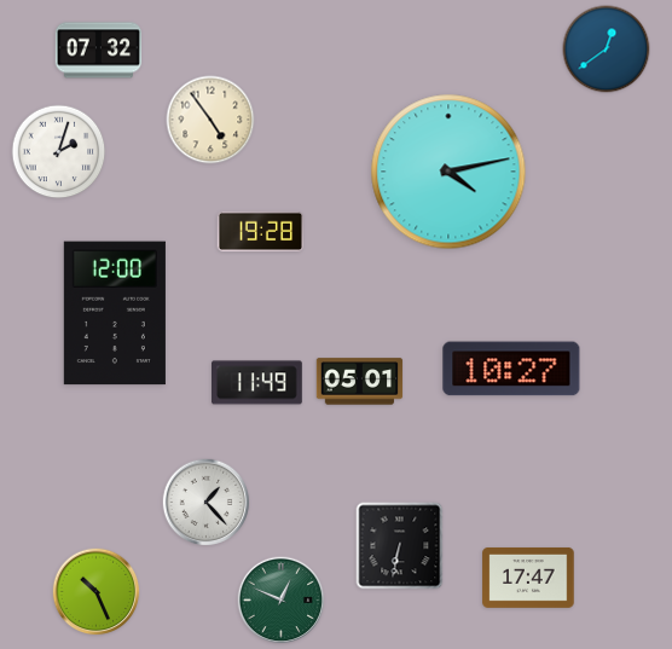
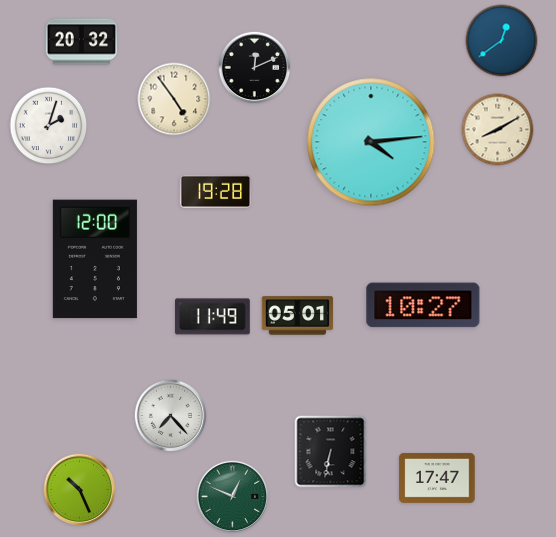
clock at (99, 51): 07:32 -> 20:32
clock at (255, 68): none -> 12:11
clock at (498, 130): none -> 8:10
clock at (448, 172): 4:13 -> 4:14
clock at (207, 503): 1:23 -> 7:23
